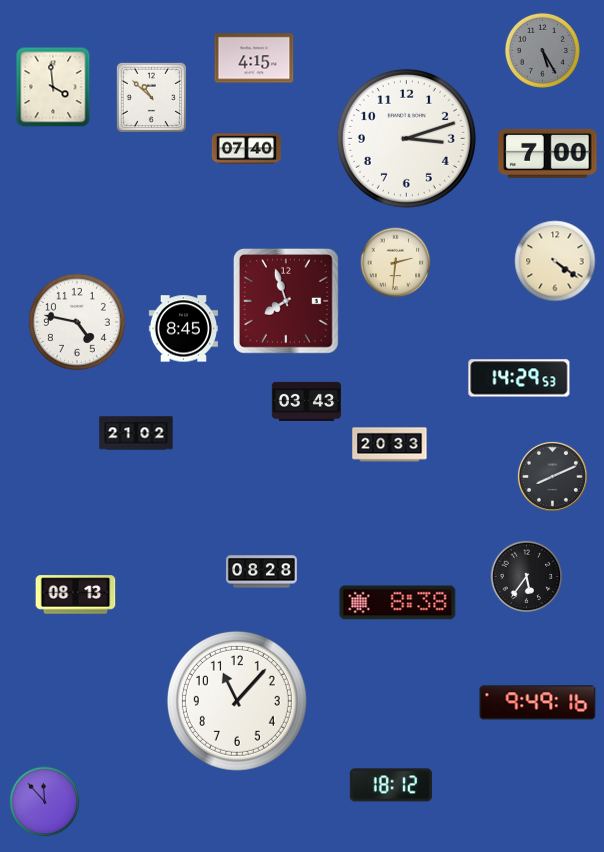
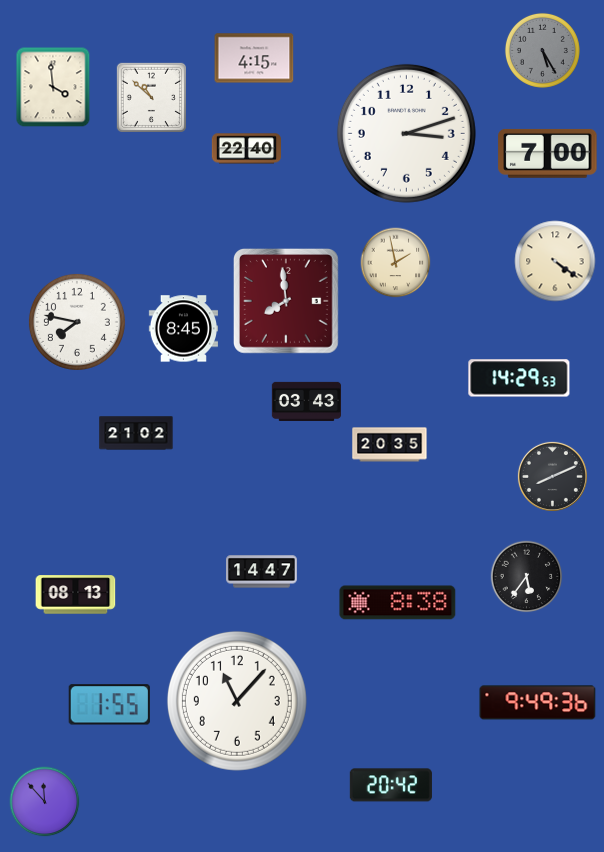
clock at (406, 138) position: (406, 138) -> (406, 133)
clock at (246, 149): 07:40 -> 22:40
clock at (396, 263): 2:31 -> 1:58
clock at (287, 302): 7:57 -> 7:59
clock at (77, 322): 4:47 -> 7:47
clock at (390, 445): 20:33 -> 20:35
clock at (262, 572): 08:28 -> 14:47
clock at (538, 703): 9:49:16 -> 9:49:36
clock at (109, 705): none -> 1:55
clock at (391, 785): 18:12 -> 20:42
